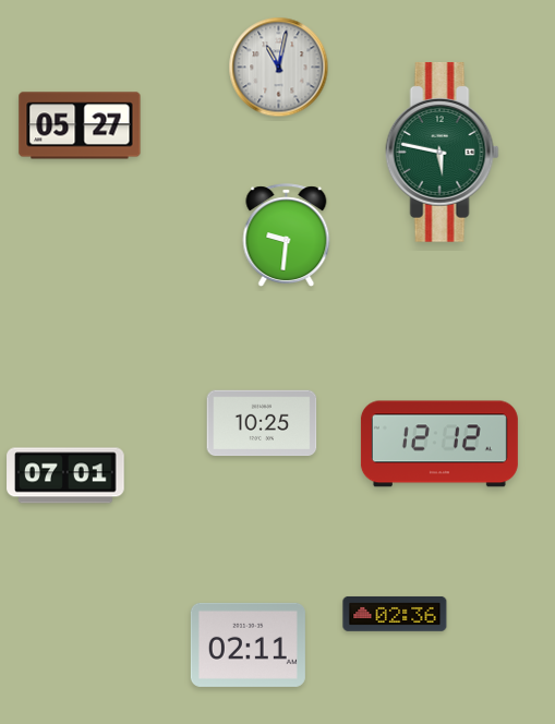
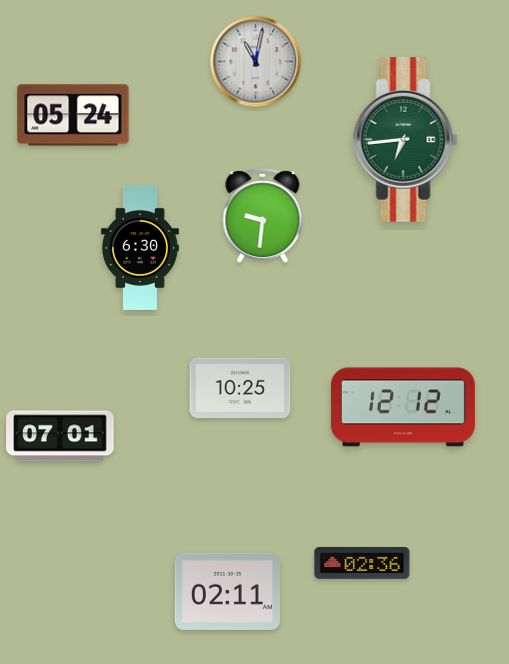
clock at (80, 125): 05:27 -> 05:24
clock at (442, 153): 5:47 -> 6:44
clock at (140, 248): none -> 6:30
